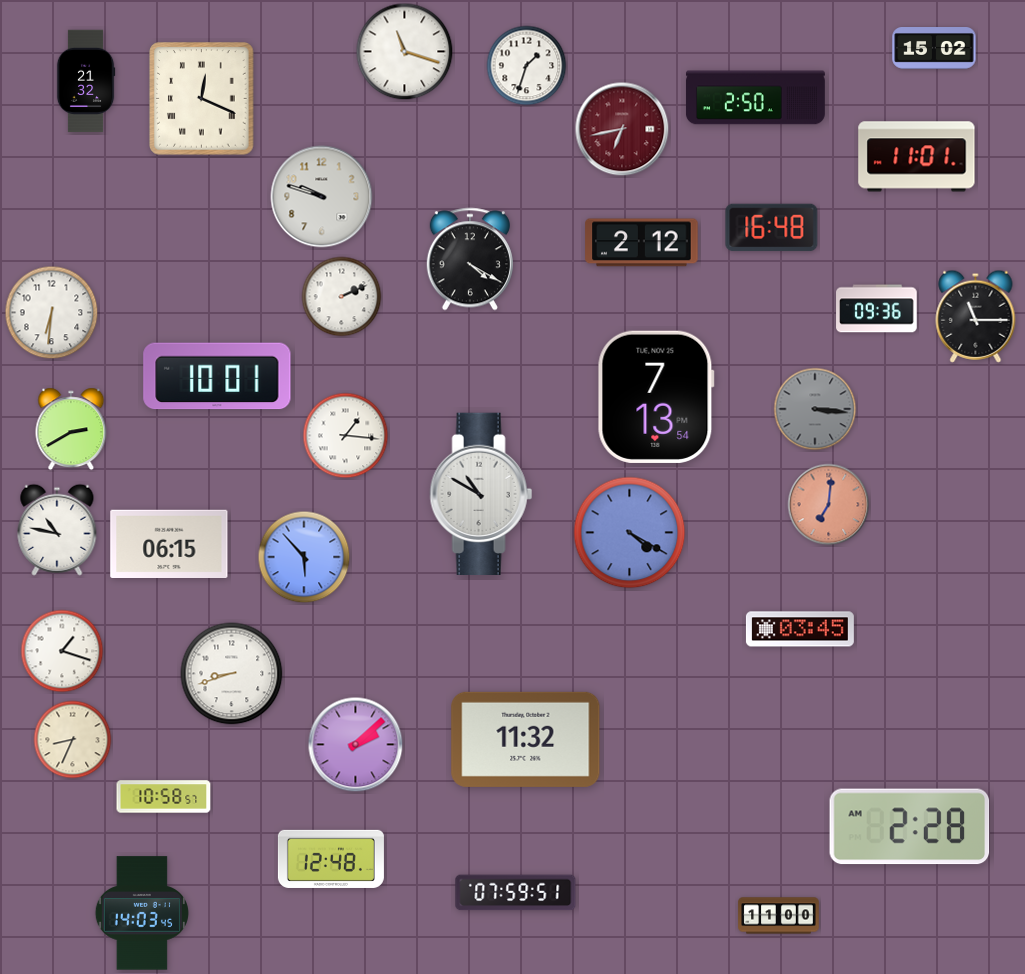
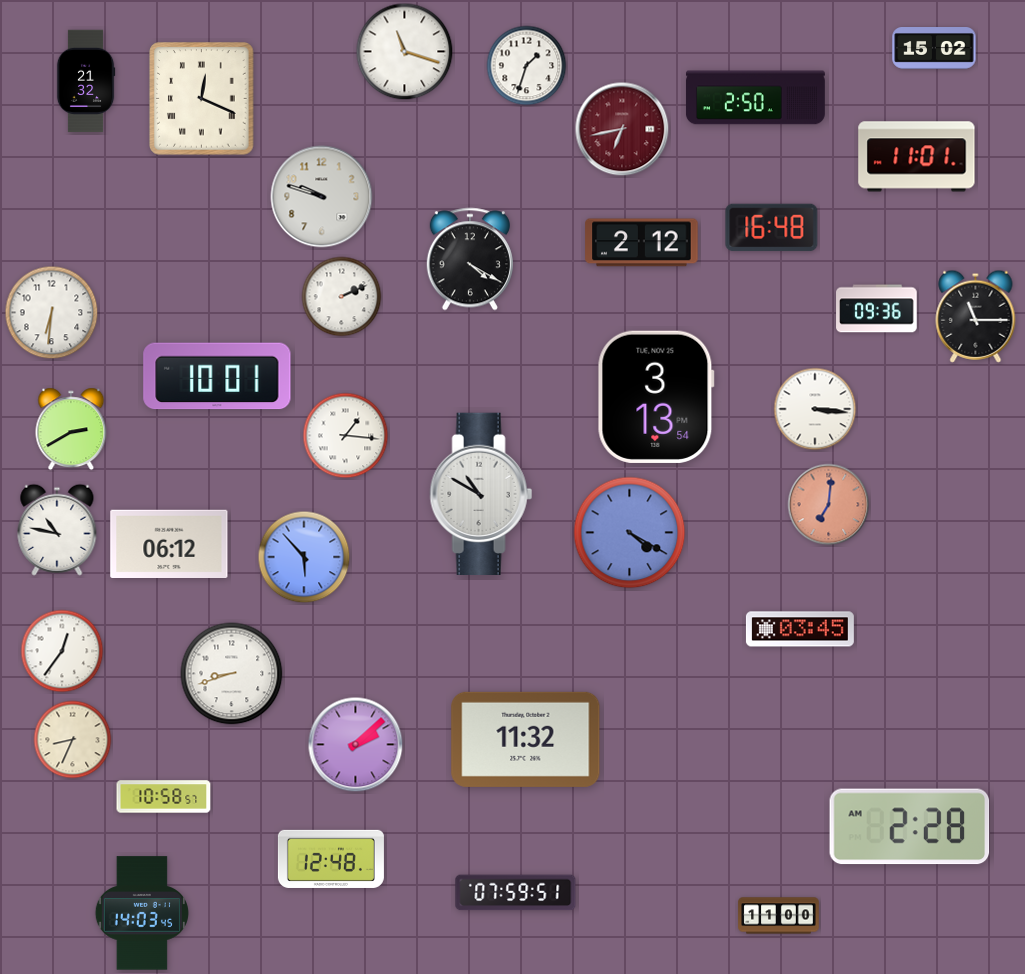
clock at (656, 397): 7:13 -> 3:13
clock at (815, 409) dial: grey -> white
clock at (169, 543): 06:15 -> 06:12
clock at (62, 651): 1:18 -> 12:36
